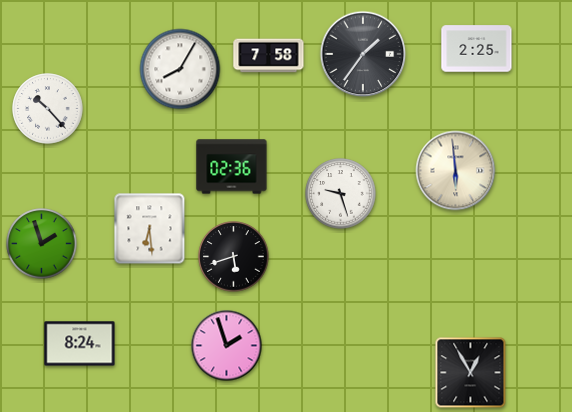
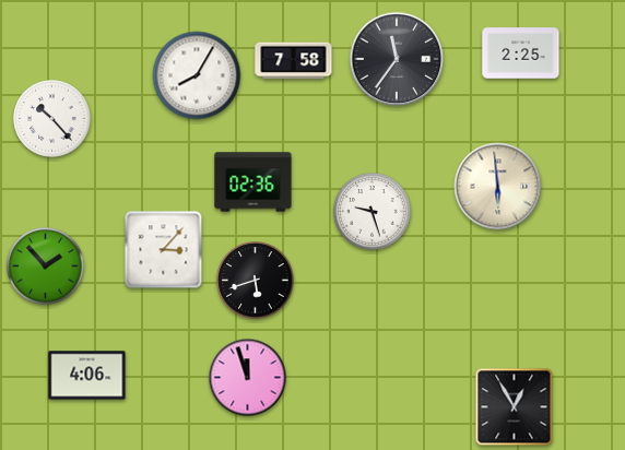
clock at (363, 54): 1:36 -> 11:36
clock at (150, 229): 6:29 -> 3:07
clock at (42, 244): 1:57 -> 1:53
clock at (80, 344): 8:24 -> 4:06
clock at (227, 346): 1:57 -> 11:57
